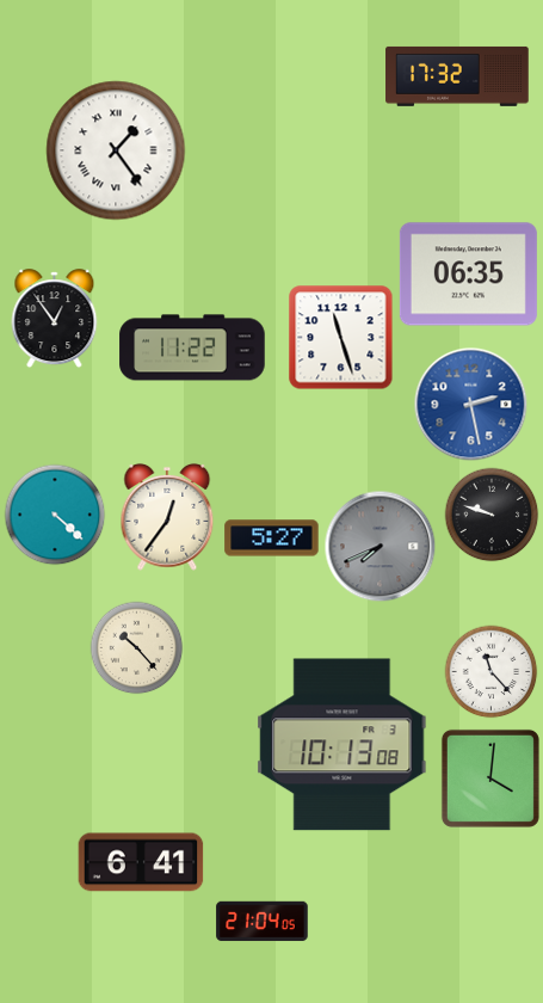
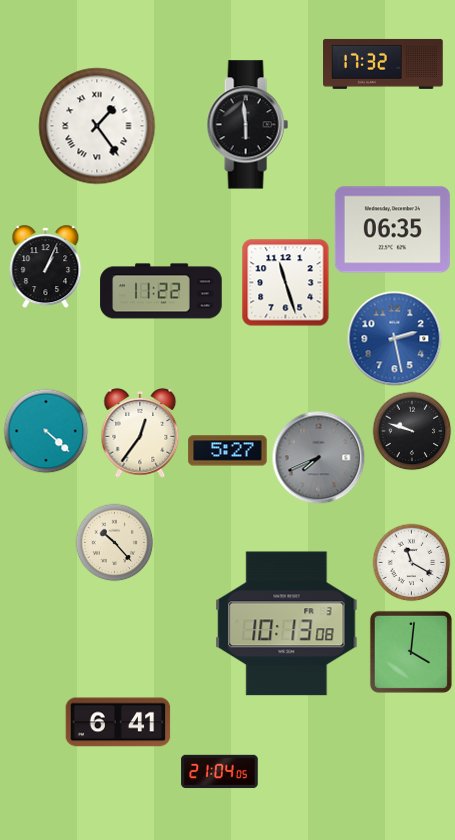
clock at (247, 125): none -> 5:59
clock at (55, 319): 12:54 -> 1:04
clock at (490, 671): 11:23 -> 11:20
